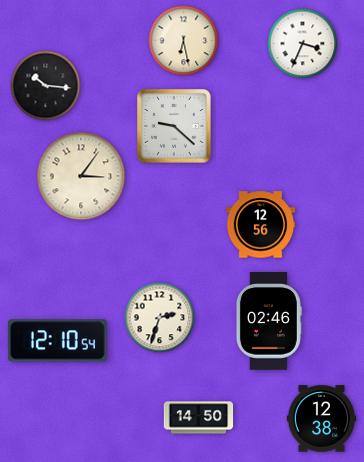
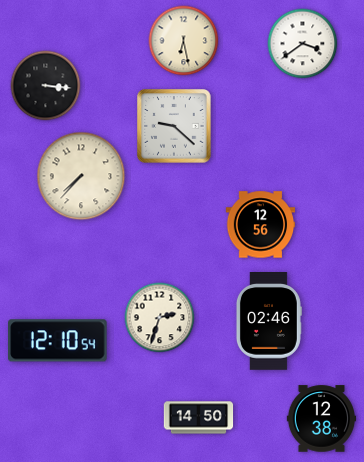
clock at (303, 44): 3:34 -> 3:39
clock at (46, 86): 10:16 -> 3:16
clock at (81, 176): 3:06 -> 7:37
